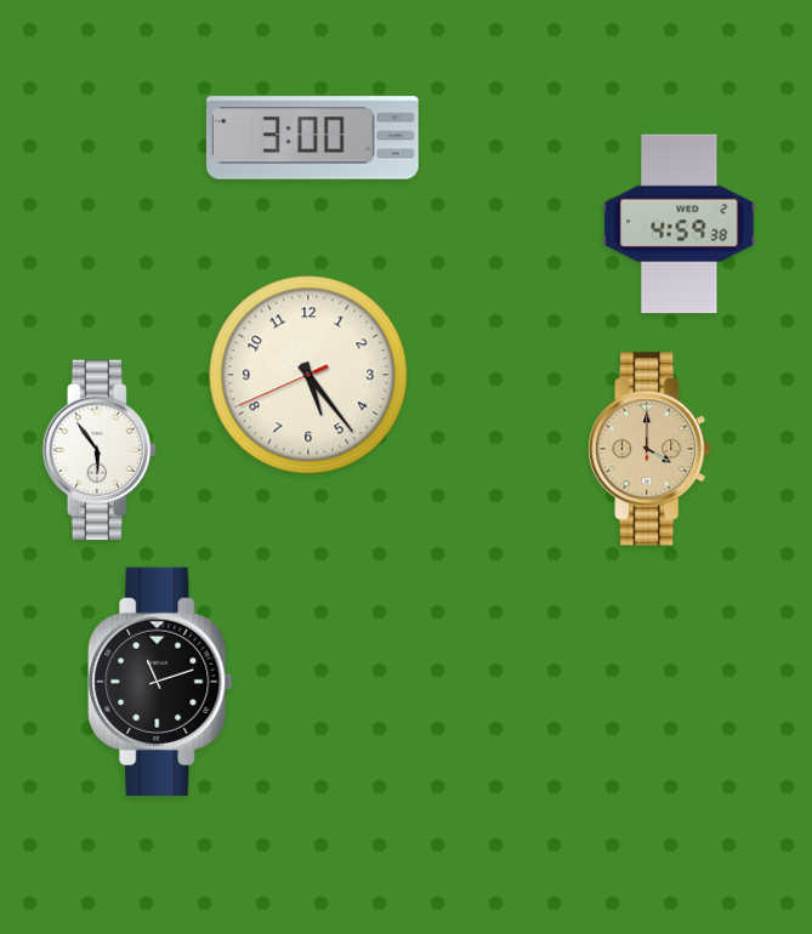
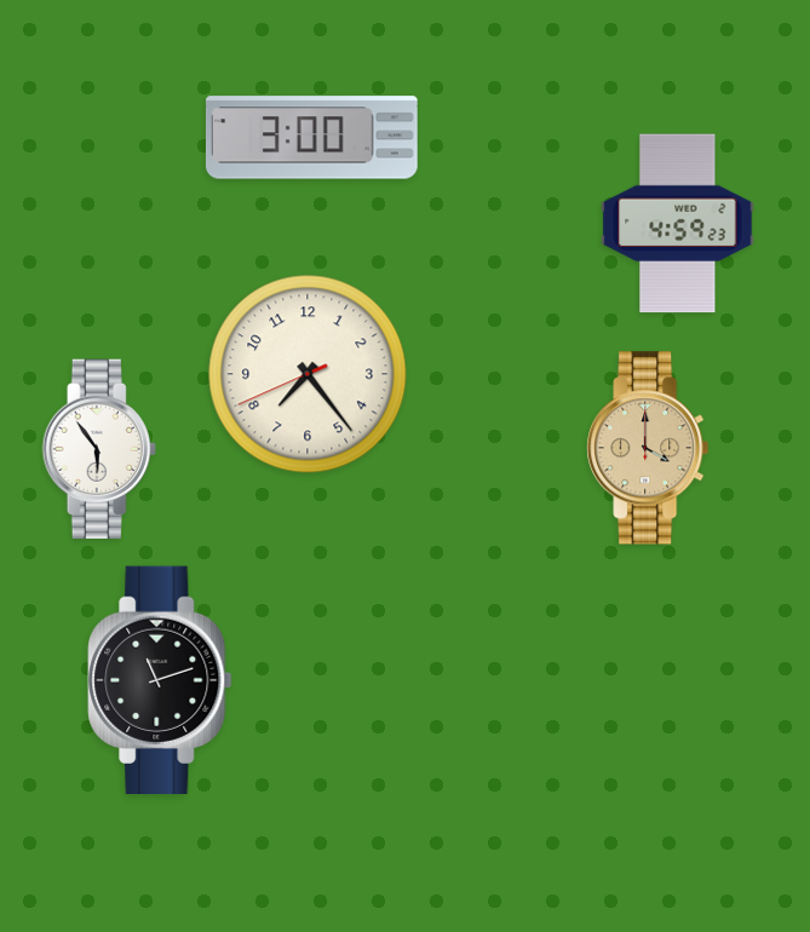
clock at (680, 224): 4:59:38 -> 4:59:23
clock at (308, 375): 5:23 -> 7:23
